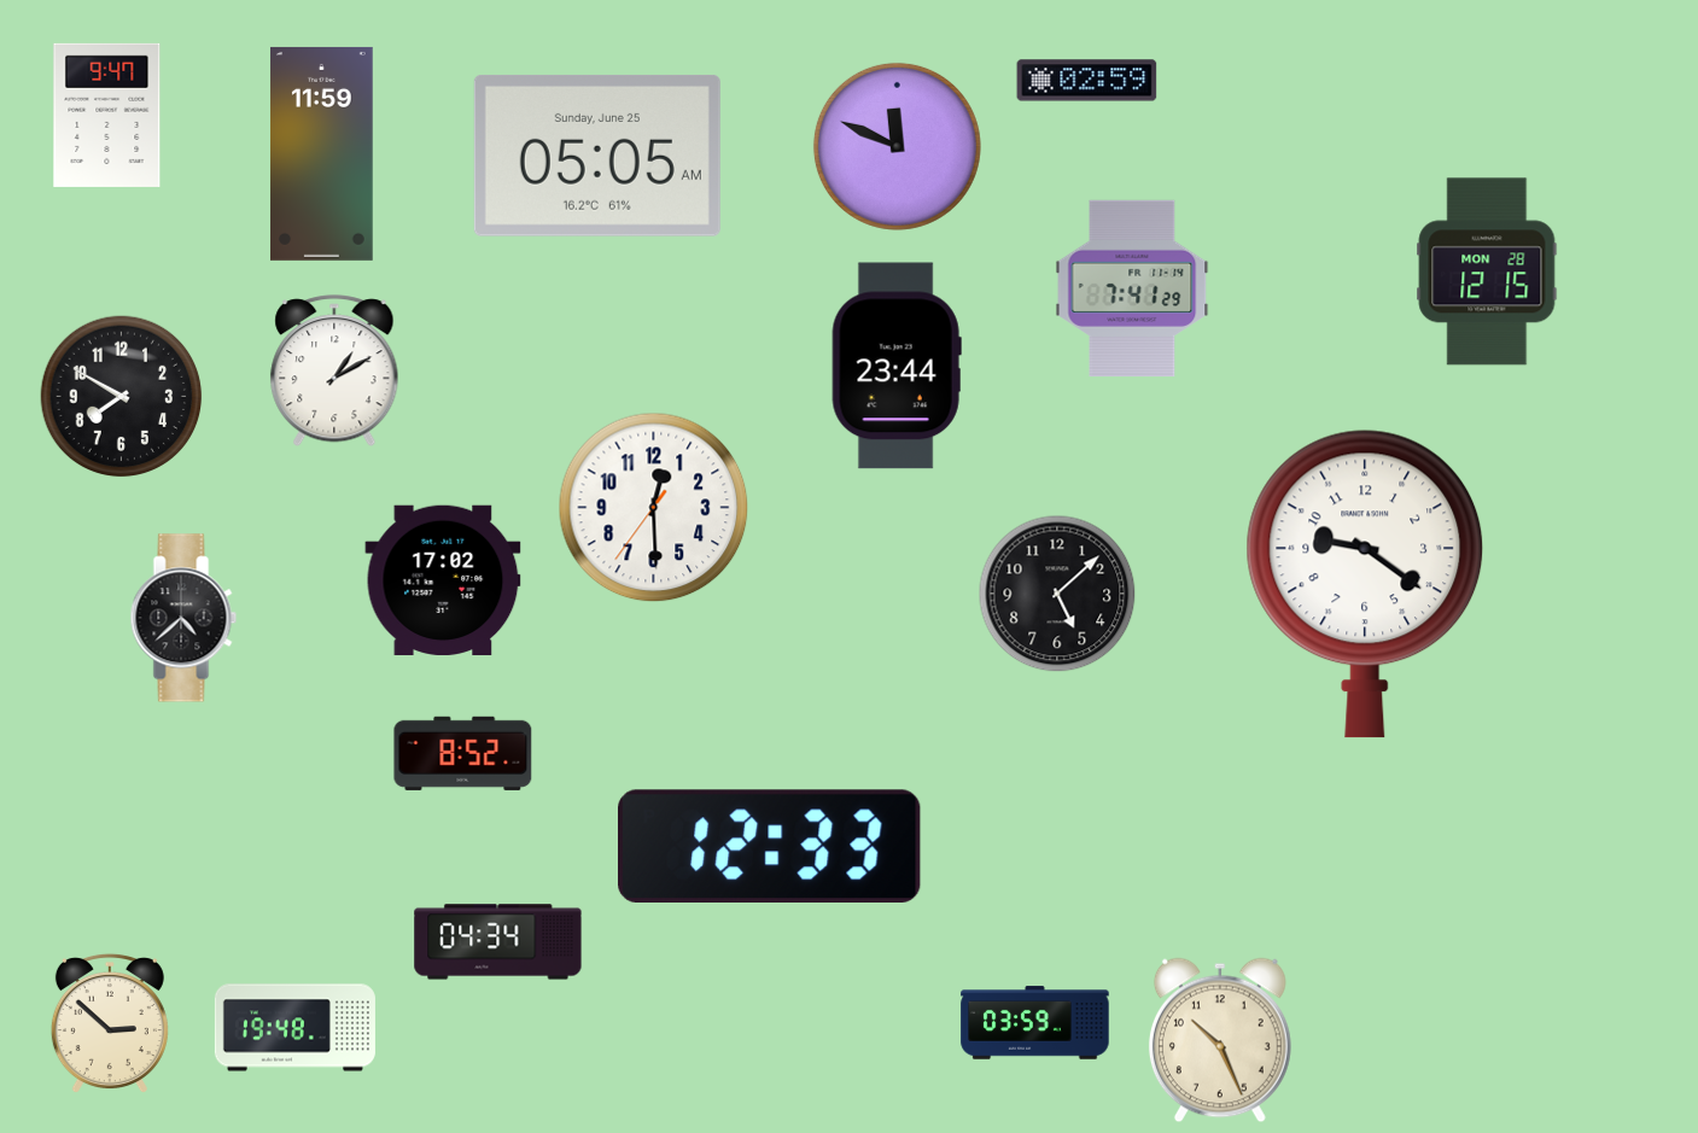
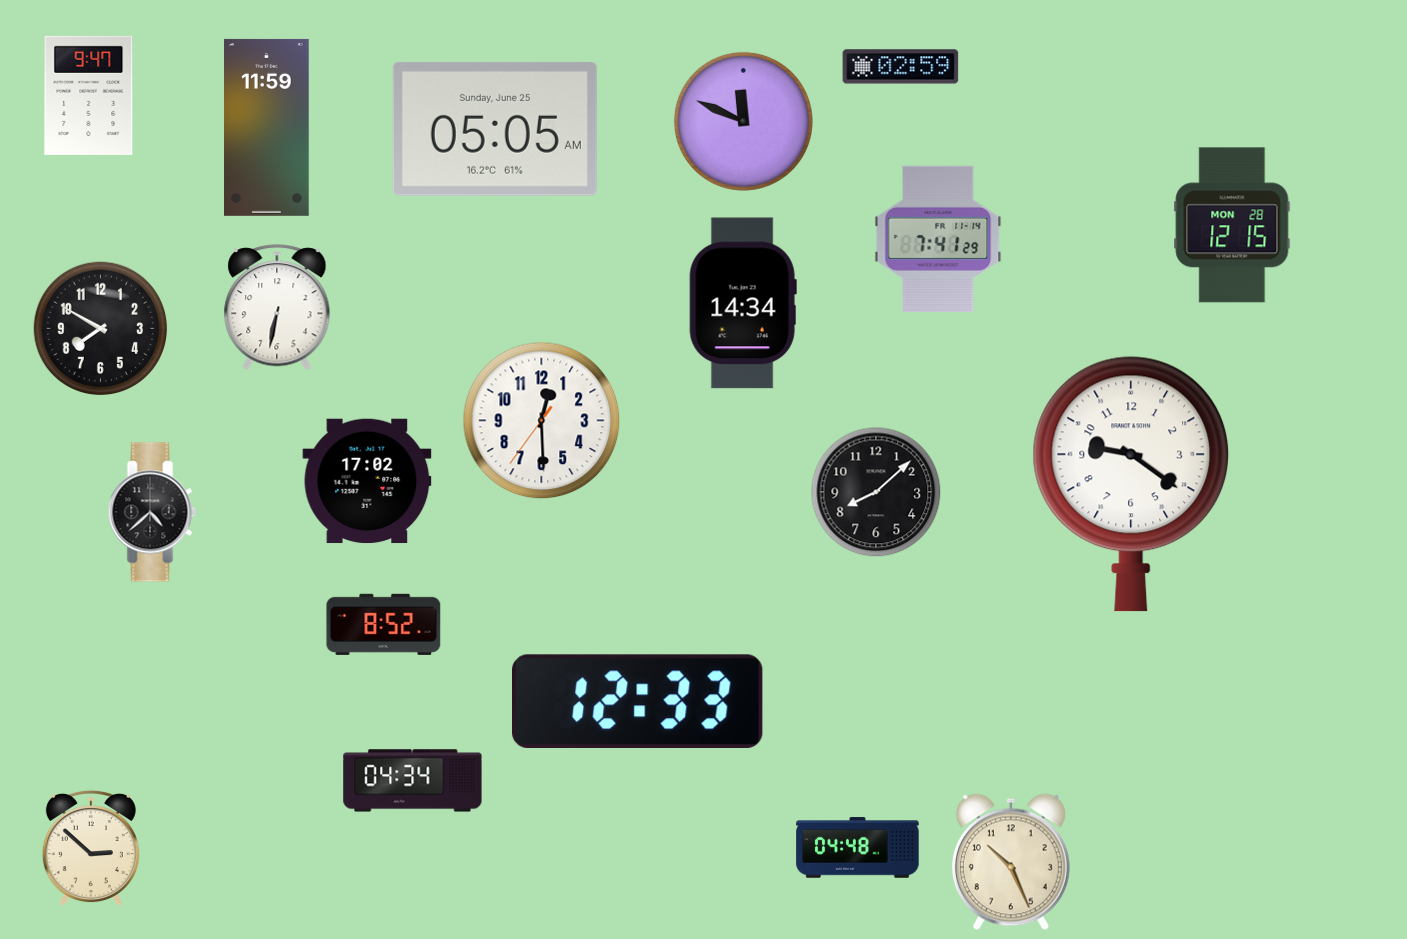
clock at (897, 366): 23:44 -> 14:34
clock at (334, 372): 1:10 -> 6:32
clock at (1057, 594): 5:08 -> 8:08
clock at (1035, 1023): 03:59 -> 04:48
clock at (294, 1028): 19:48 -> none
